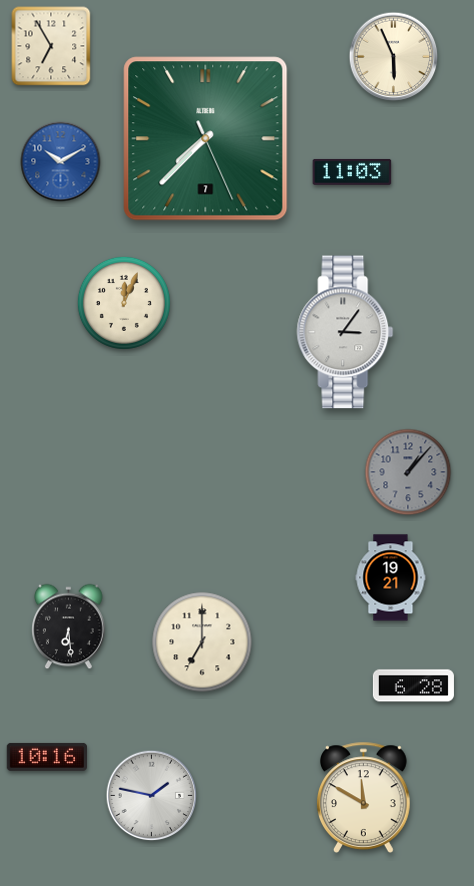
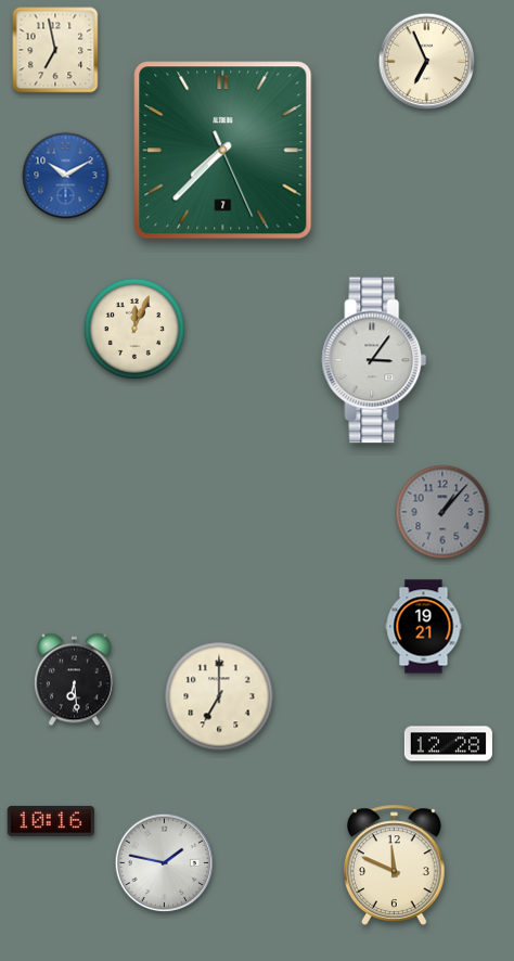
clock at (51, 46): 6:55 -> 6:58
clock at (394, 57): 5:56 -> 6:56
clock at (352, 172): 11:03 -> none
clock at (413, 686): 6:28 -> 12:28
clock at (364, 797): 11:50 -> 11:49
